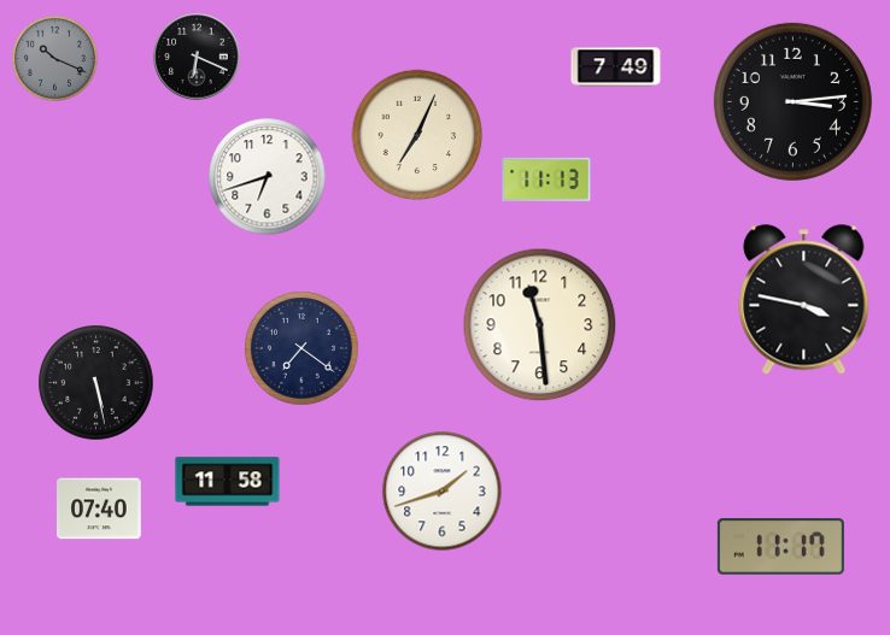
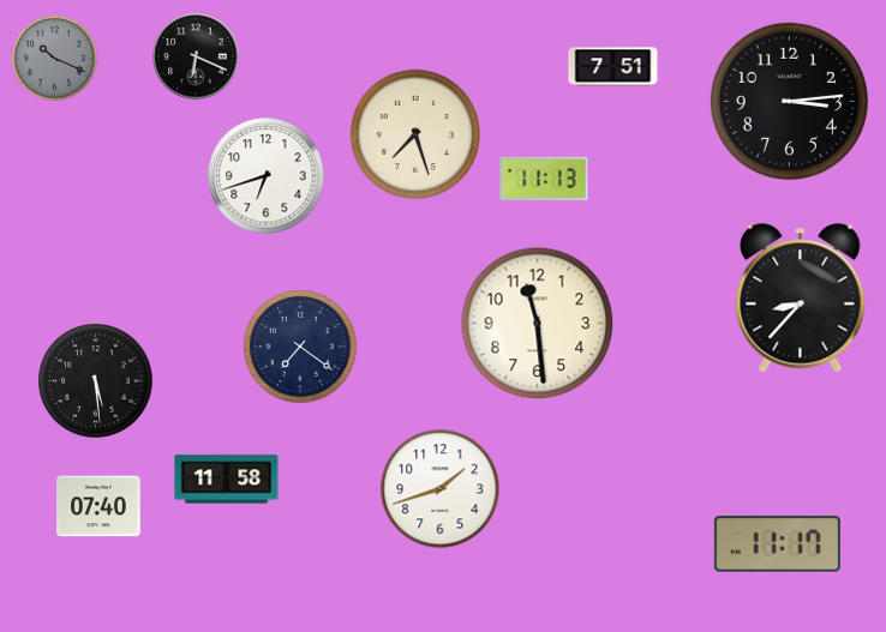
clock at (616, 67): 7:49 -> 7:51
clock at (417, 135): 7:04 -> 7:27
clock at (804, 300): 3:47 -> 8:37
clock at (96, 383): 5:28 -> 5:29
